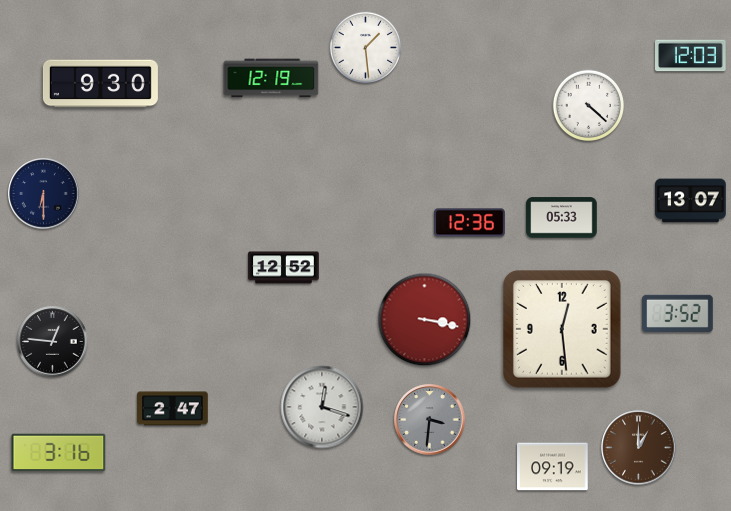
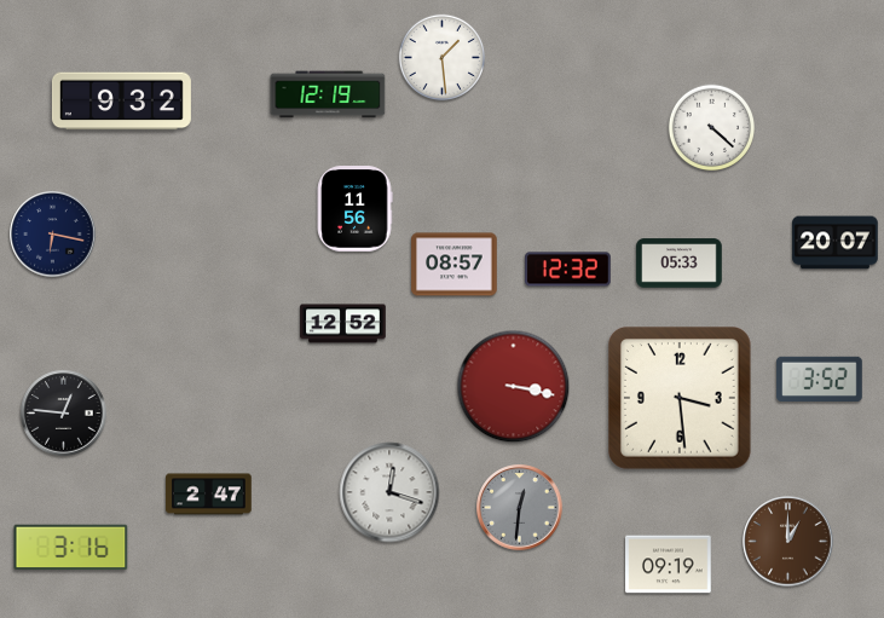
clock at (691, 56): 12:03 -> none
clock at (100, 84): 9:30 -> 9:32
clock at (354, 209): none -> 11:56
clock at (44, 194): 6:30 -> 6:17
clock at (691, 201): 13:07 -> 20:07
clock at (455, 265): none -> 08:57
clock at (470, 223): 12:36 -> 12:32
clock at (563, 330): 12:29 -> 3:29
clock at (430, 420): 3:31 -> 12:31
clock at (639, 448) position: (639, 448) -> (788, 542)
